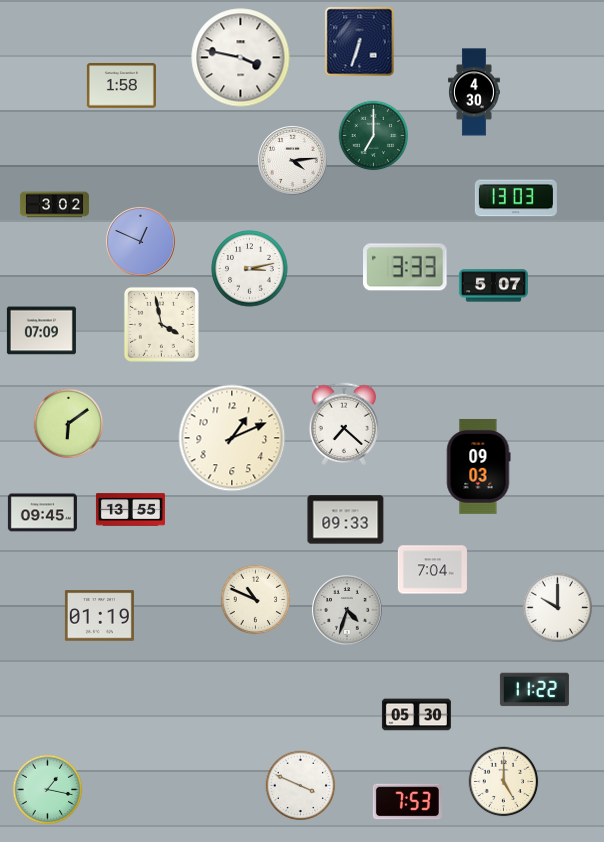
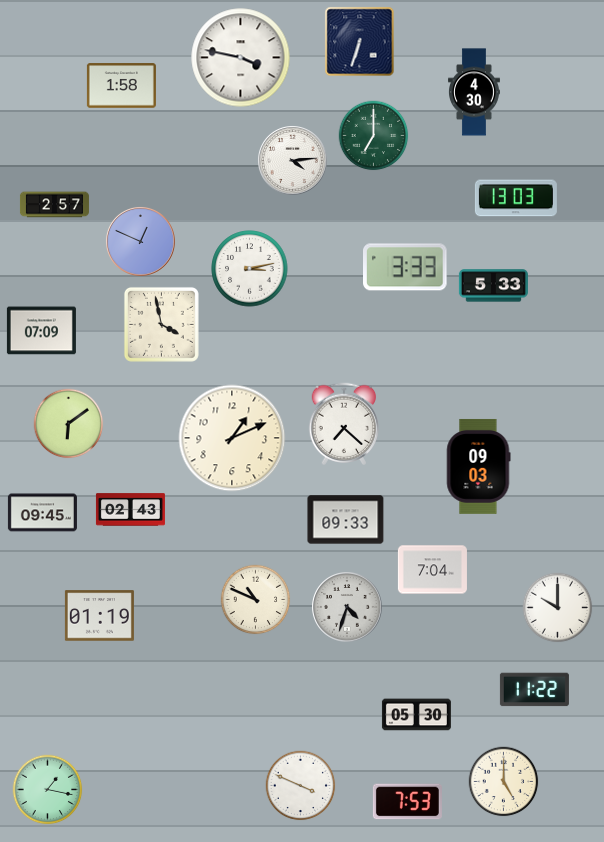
clock at (54, 205): 3:02 -> 2:57
clock at (493, 286): 5:07 -> 5:33
clock at (130, 510): 13:55 -> 02:43
clock at (347, 610) position: (347, 610) -> (347, 607)
